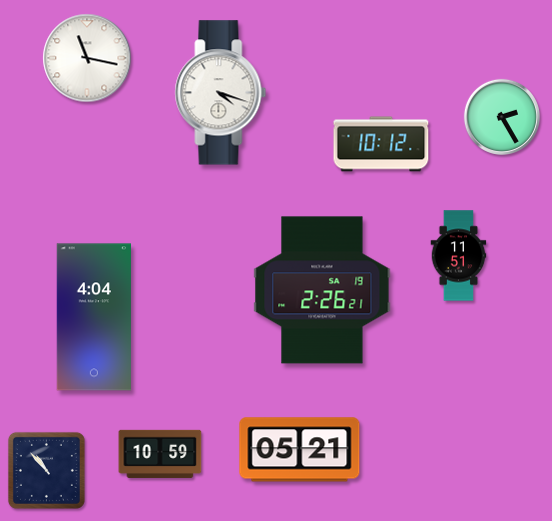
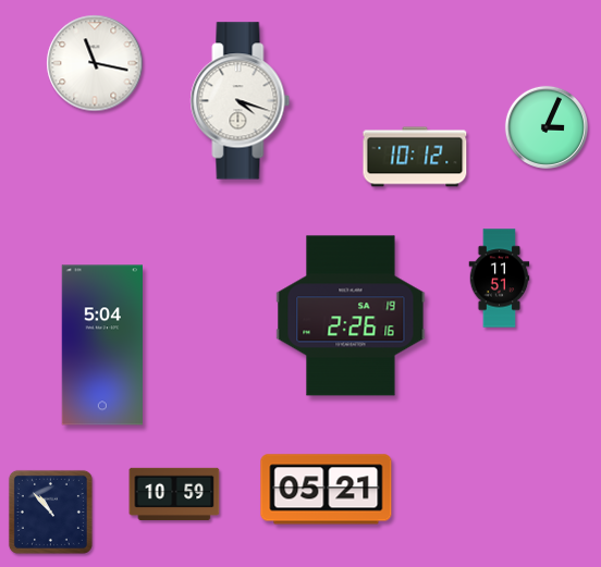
clock at (502, 117): 2:25 -> 3:04
clock at (322, 290): 2:26:21 -> 2:26:16
clock at (93, 317): 4:04 -> 5:04
